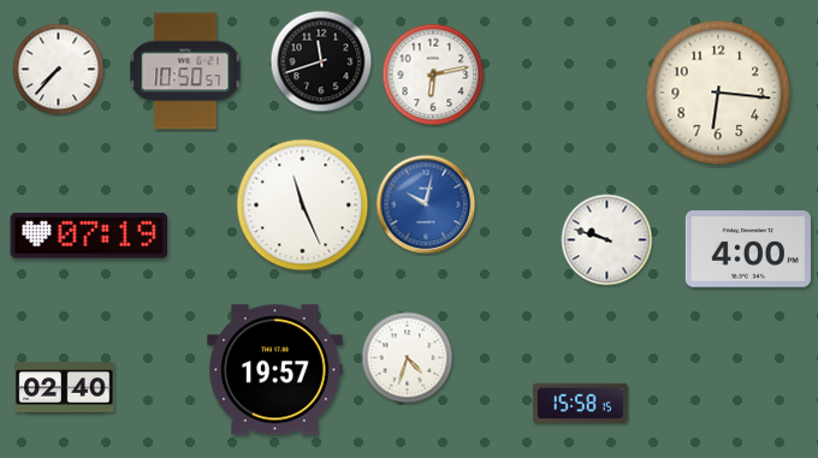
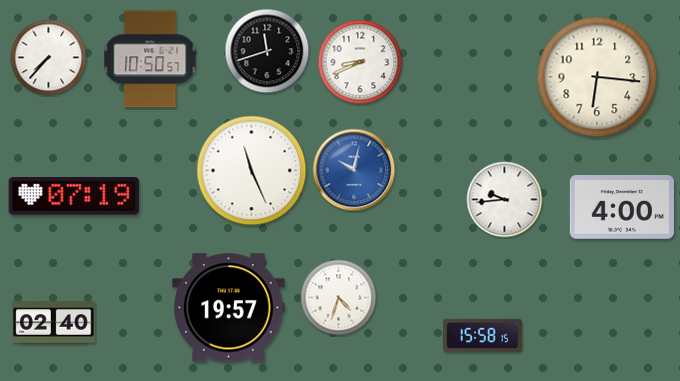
clock at (185, 71) position: (185, 71) -> (150, 59)
clock at (433, 75): 6:13 -> 8:41
clock at (607, 240): 9:48 -> 9:44
